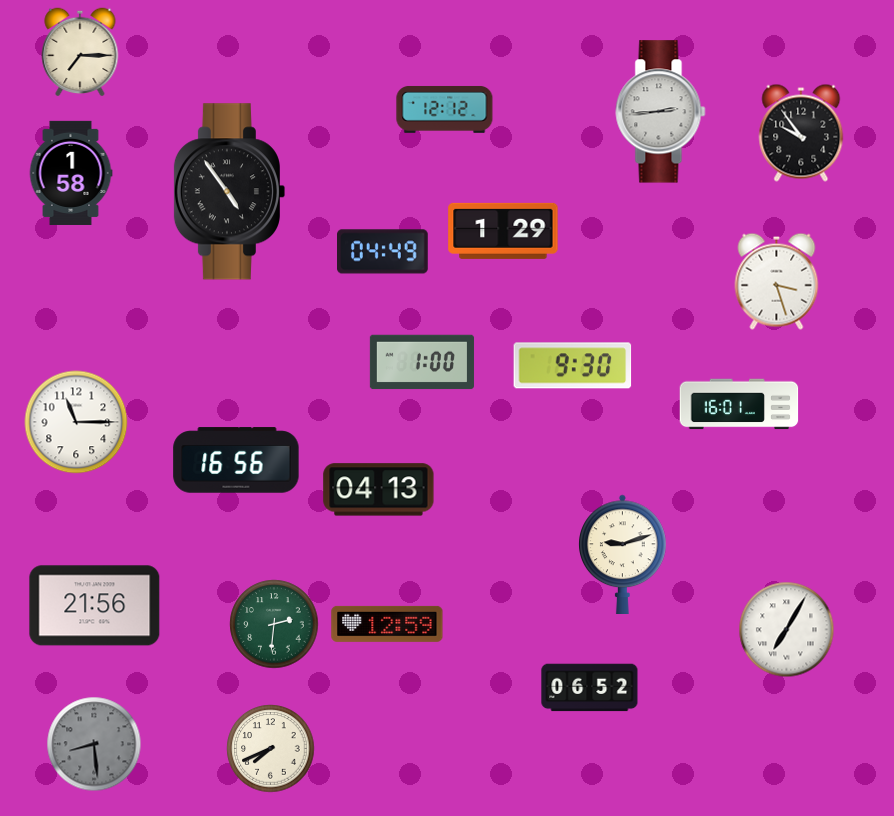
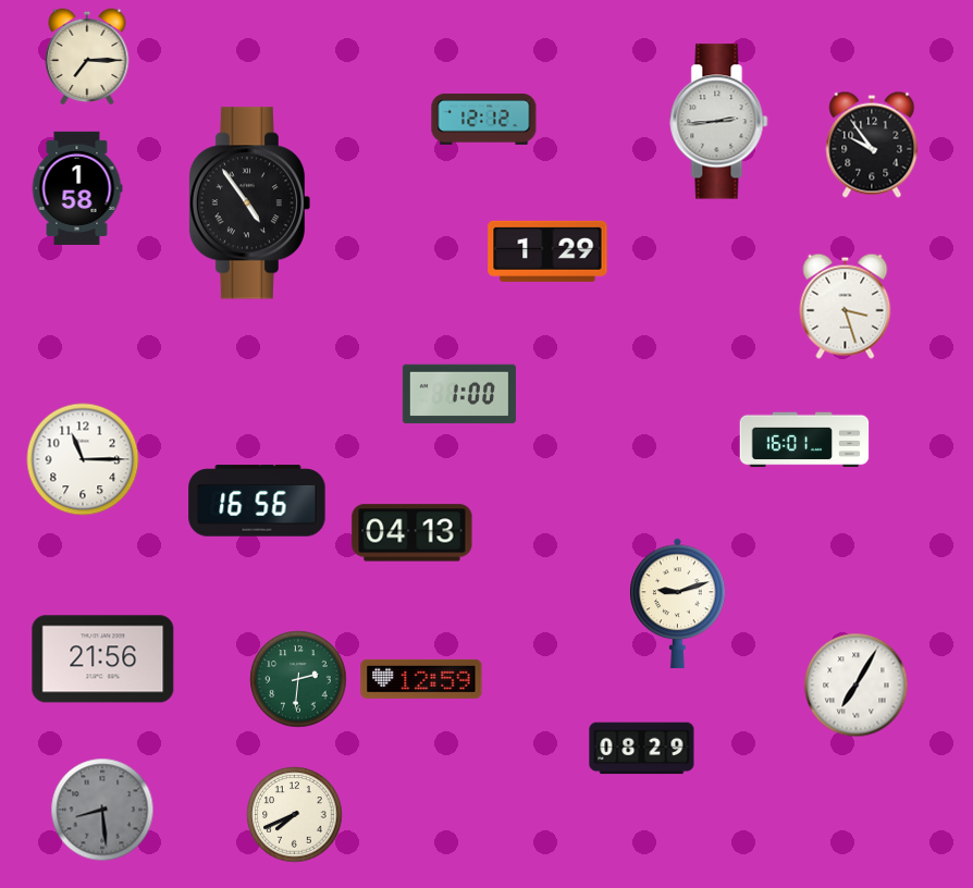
clock at (229, 192) position: (229, 192) -> (249, 203)
clock at (383, 252): 04:49 -> none
clock at (573, 366): 9:30 -> none
clock at (590, 688): 06:52 -> 08:29
